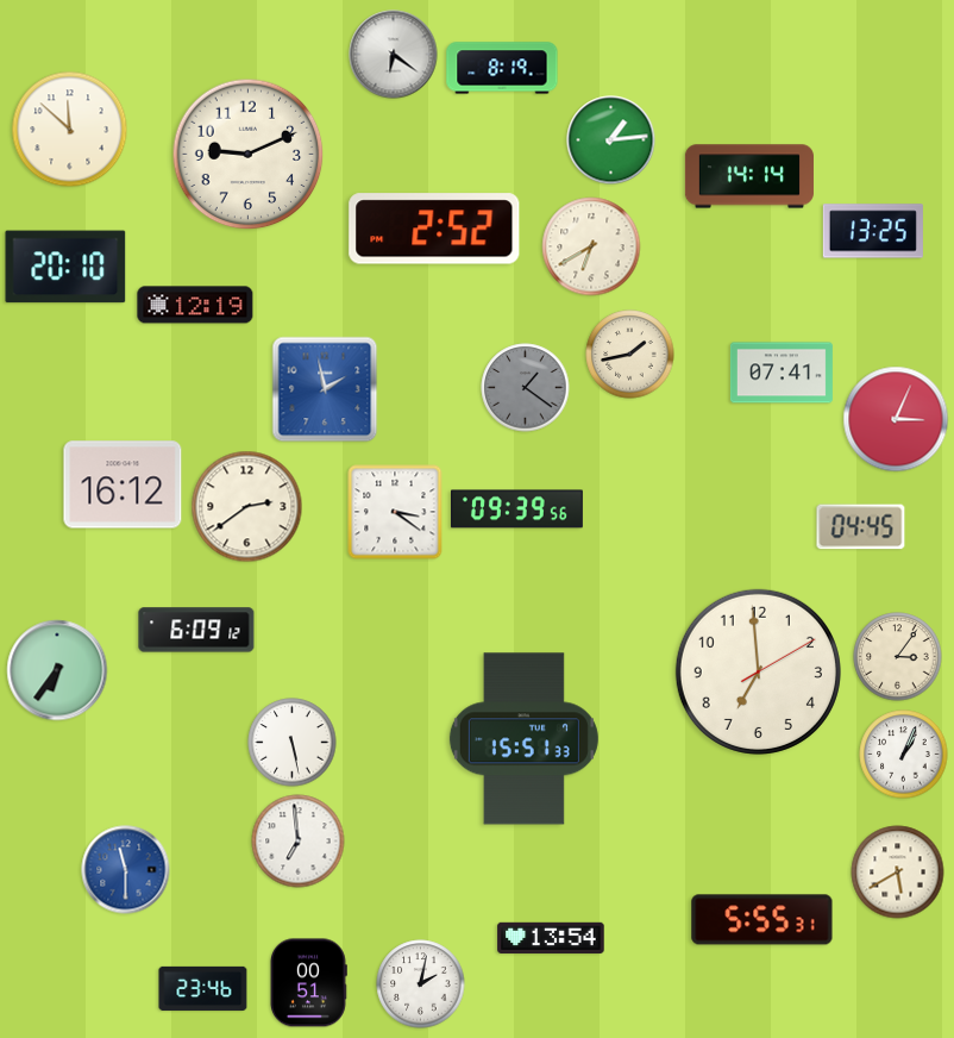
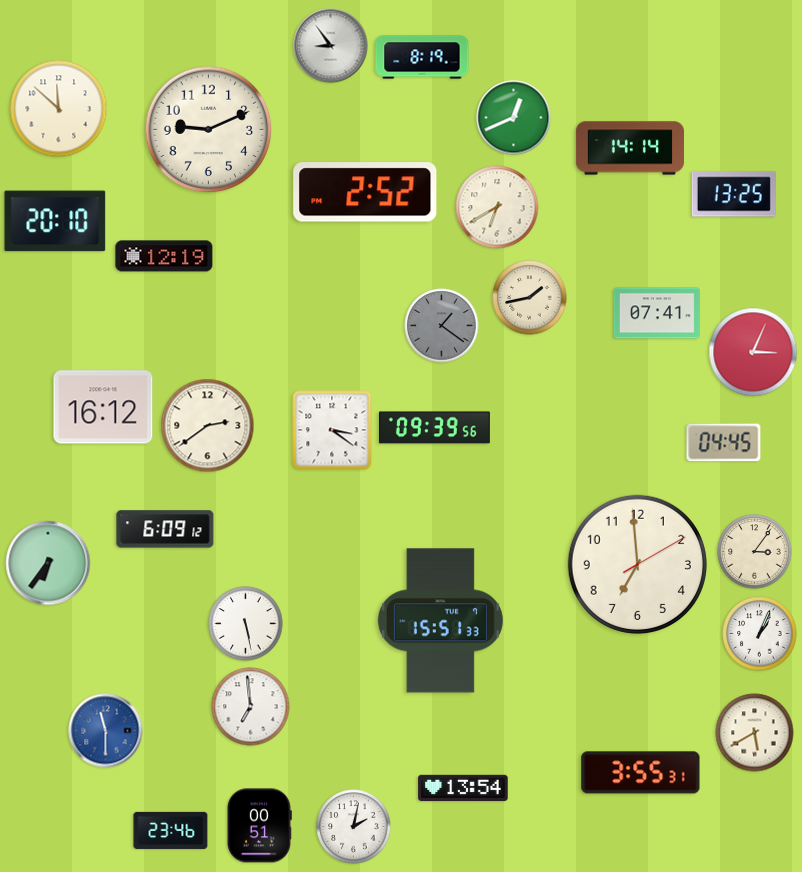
clock at (394, 55): 6:21 -> 8:54
clock at (611, 140): 1:14 -> 12:41
clock at (65, 267) position: (65, 267) -> (55, 221)
clock at (325, 389): 1:58 -> none
clock at (762, 920): 5:55 -> 3:55
